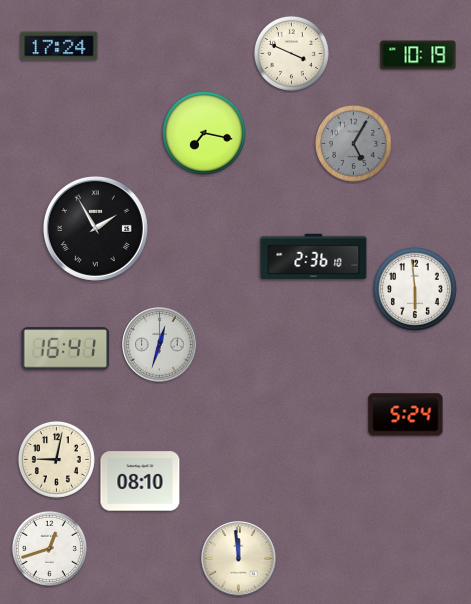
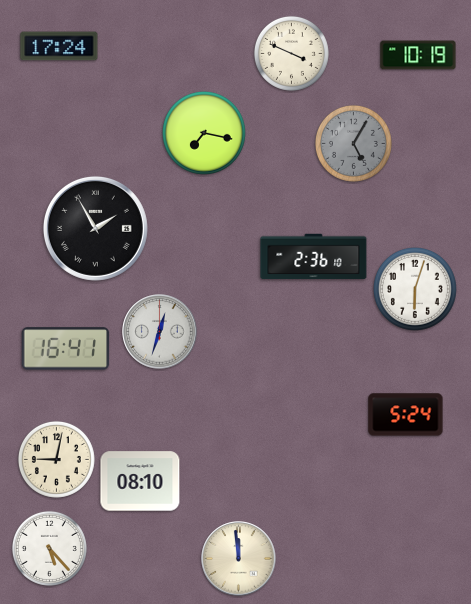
clock at (416, 290): 5:59 -> 6:03
clock at (160, 345) position: (160, 345) -> (160, 332)
clock at (49, 548): 12:42 -> 5:23
